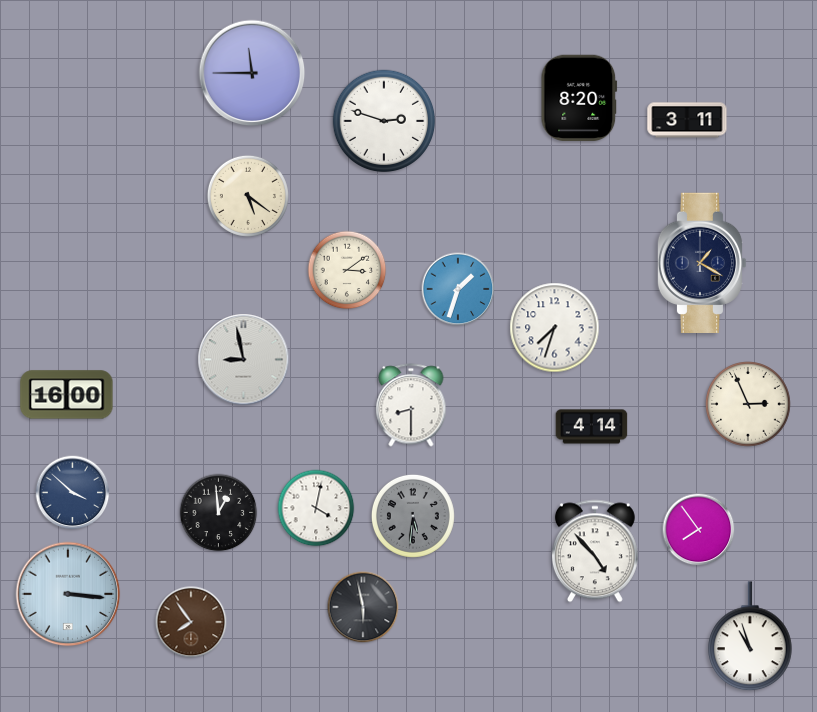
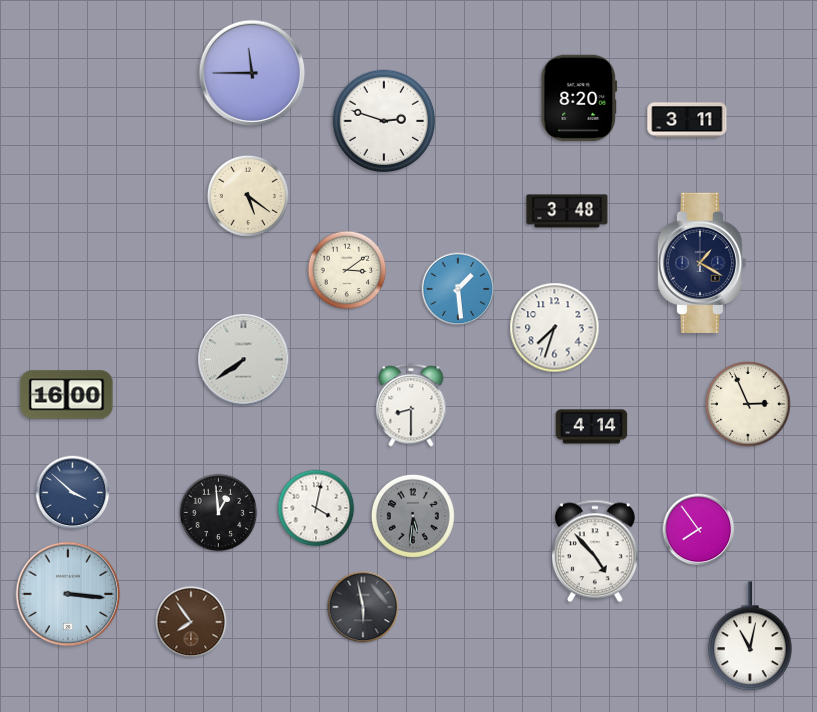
clock at (567, 211): none -> 3:48
clock at (458, 289): 1:33 -> 1:29
clock at (244, 360): 8:58 -> 7:39
clock at (751, 637): 10:57 -> 11:02
